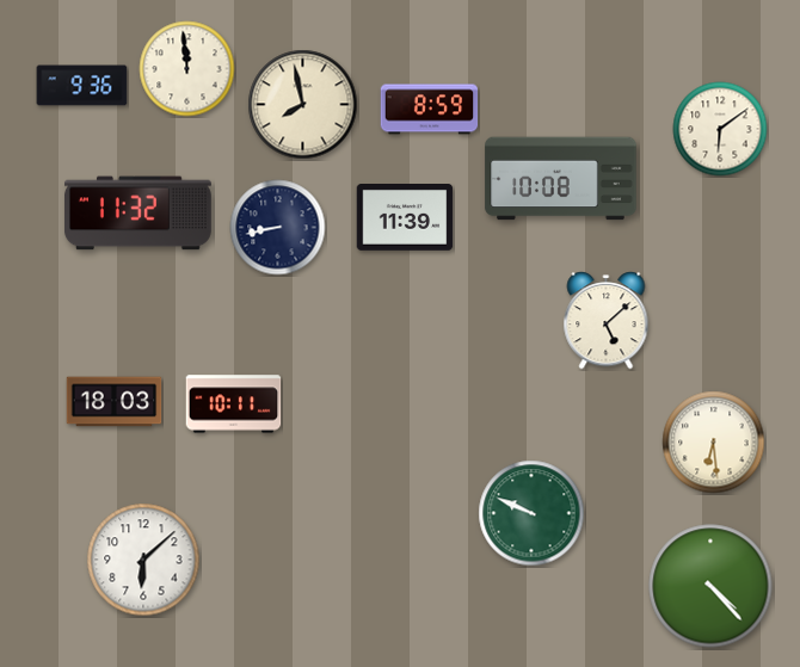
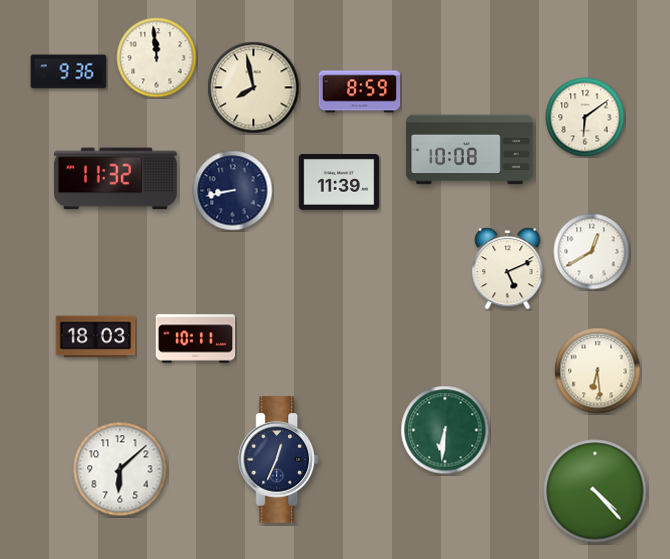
clock at (720, 129) position: (720, 129) -> (585, 117)
clock at (592, 252): none -> 12:40
clock at (607, 321): 5:08 -> 5:11
clock at (531, 513): 9:49 -> 6:31
clock at (278, 460): none -> 12:34
